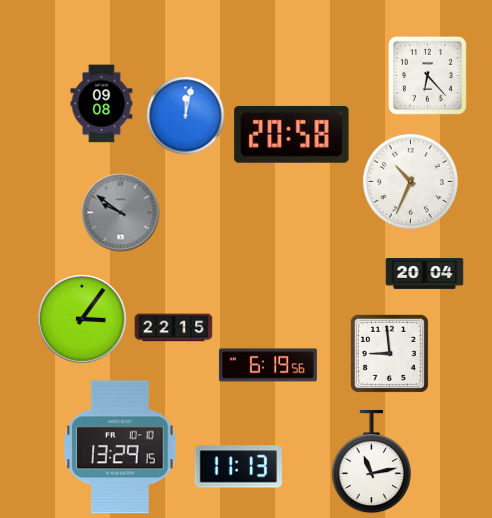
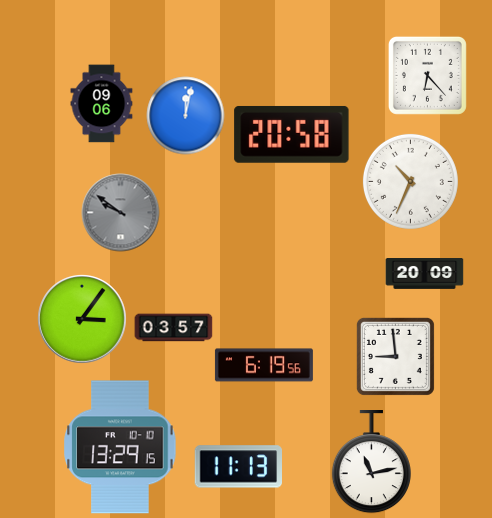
clock at (102, 103): 09:08 -> 09:06
clock at (424, 274): 20:04 -> 20:09
clock at (173, 328): 22:15 -> 03:57
clock at (389, 353) position: (389, 353) -> (395, 356)
clock at (268, 365) position: (268, 365) -> (264, 365)
